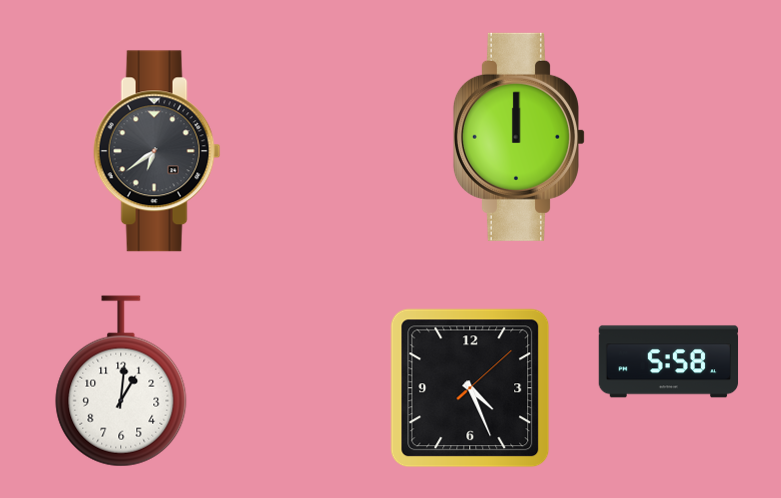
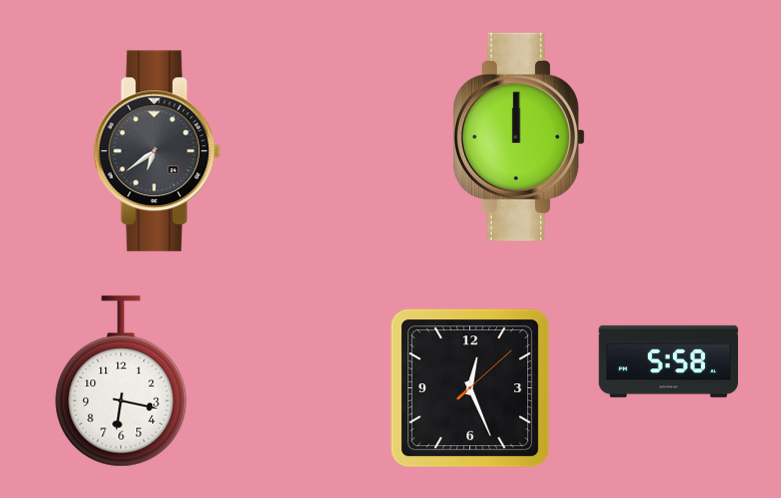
clock at (121, 381): 1:01 -> 6:17
clock at (470, 388): 4:26 -> 12:26
